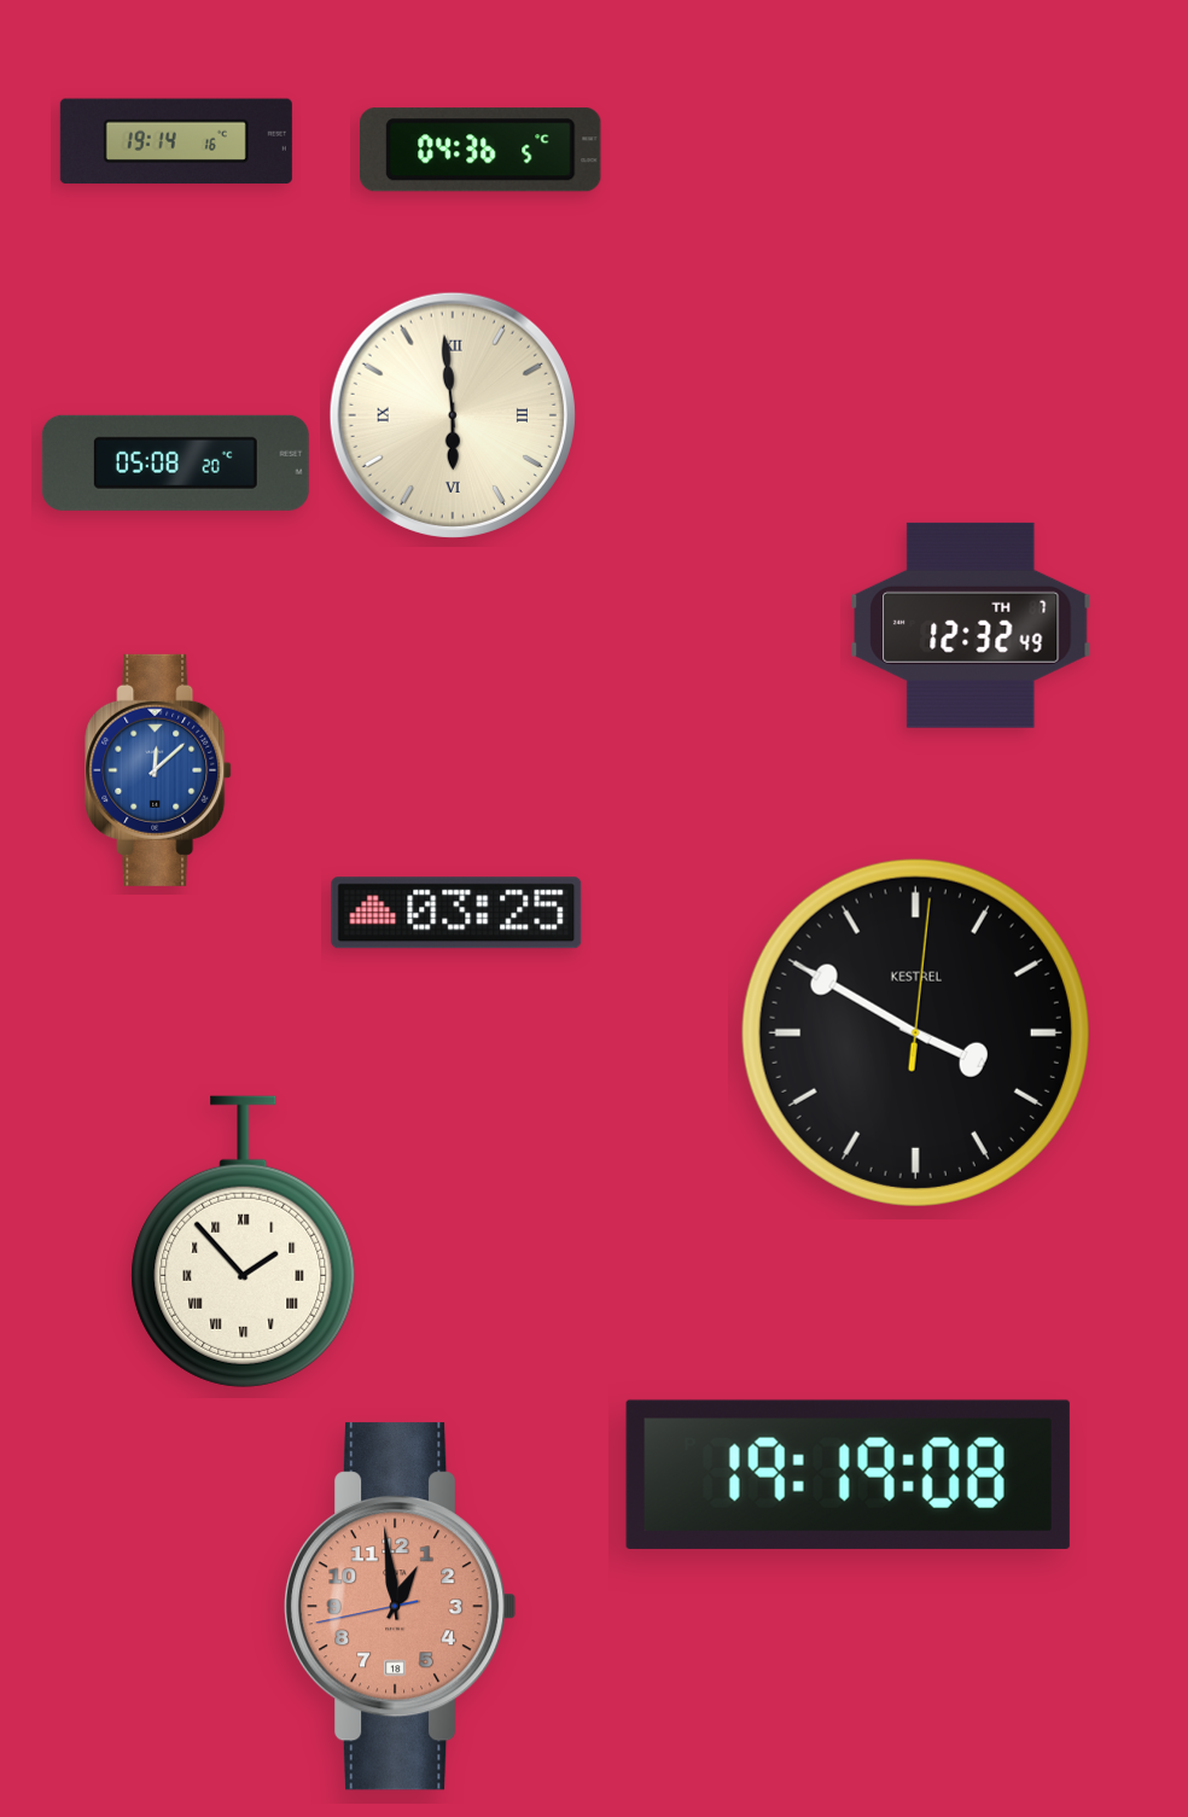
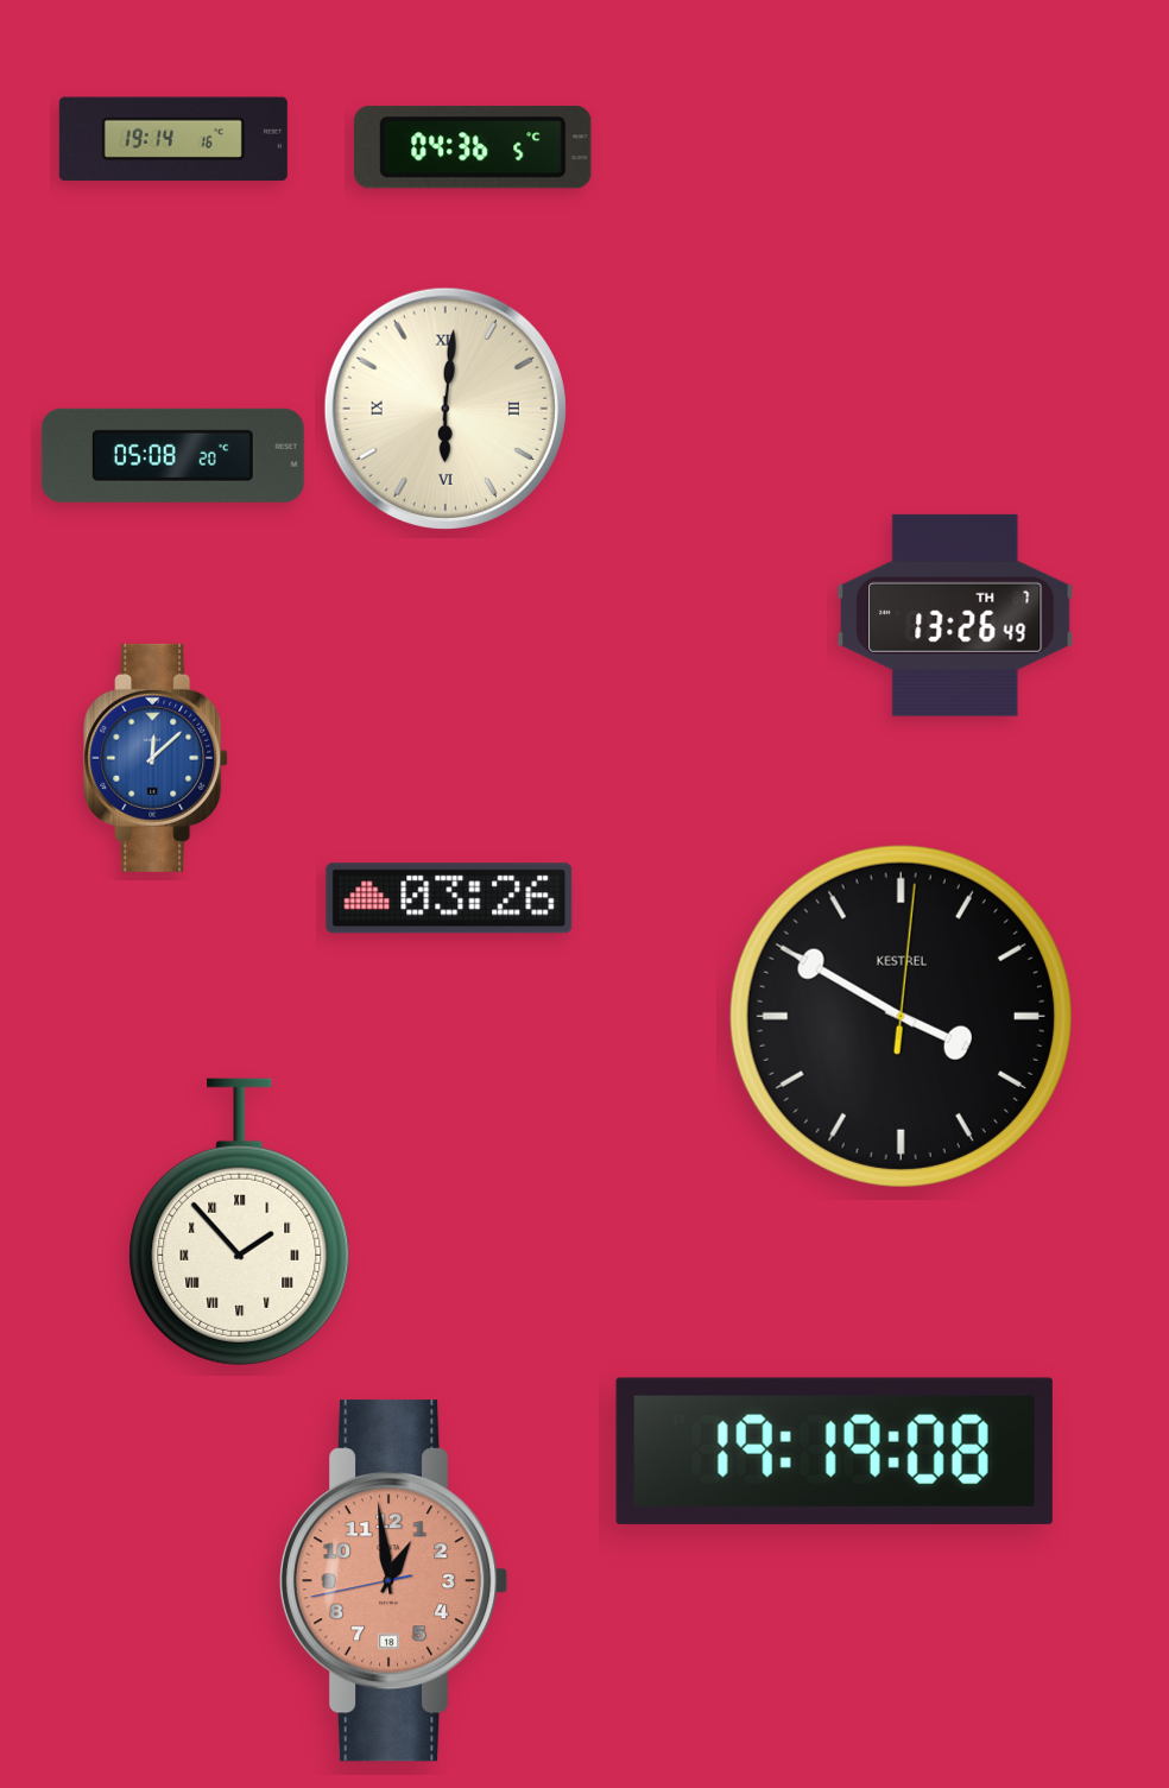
clock at (453, 415): 5:59 -> 6:01
clock at (971, 625): 12:32 -> 13:26
clock at (456, 913): 03:25 -> 03:26
